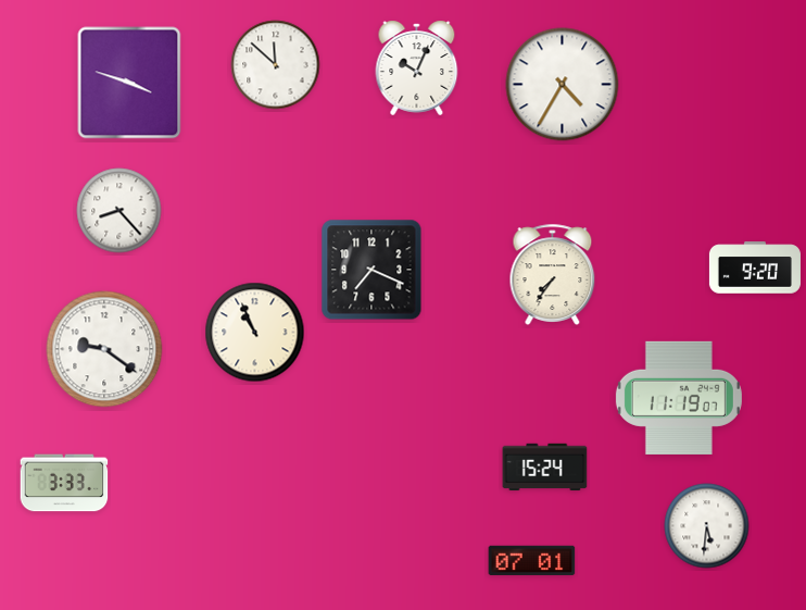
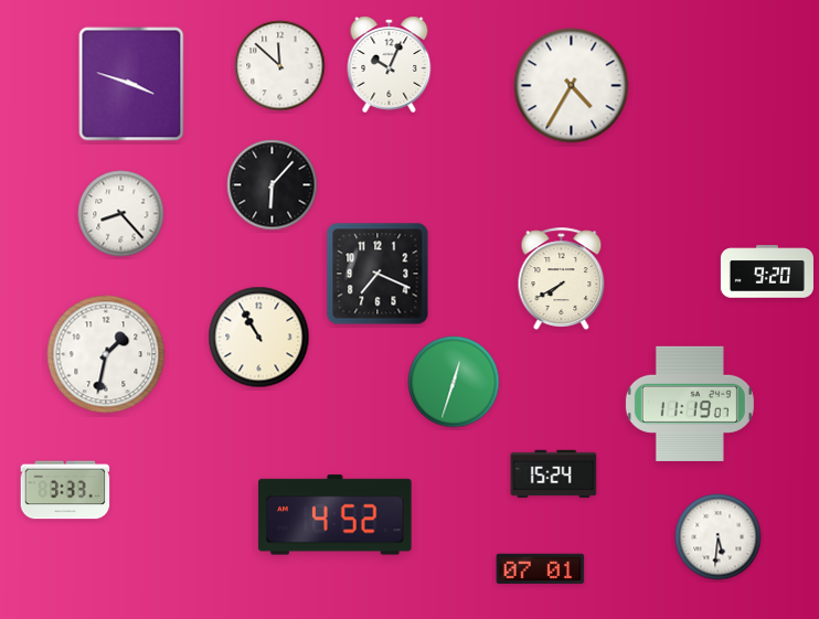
clock at (417, 67) position: (417, 67) -> (390, 64)
clock at (273, 185): none -> 6:07
clock at (553, 274): 7:36 -> 7:40
clock at (255, 333): 10:56 -> 10:55
clock at (104, 349): 9:21 -> 1:32
clock at (454, 382): none -> 12:33
clock at (336, 515): none -> 4:52
clock at (707, 526) position: (707, 526) -> (719, 537)
